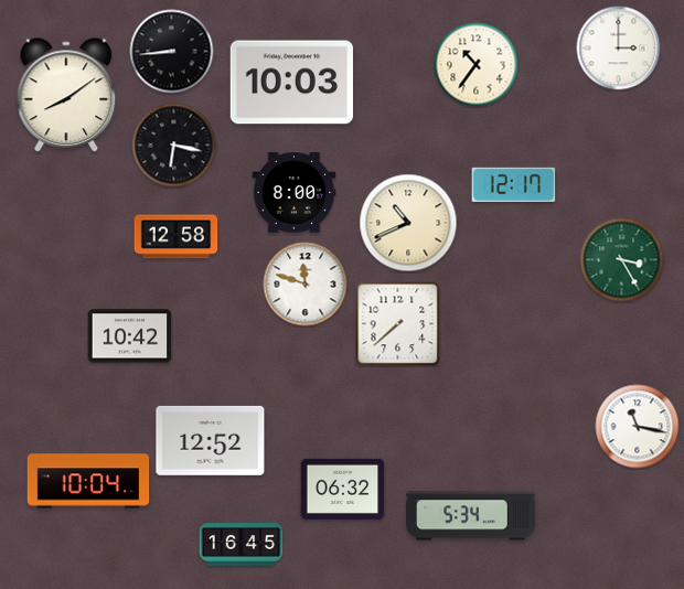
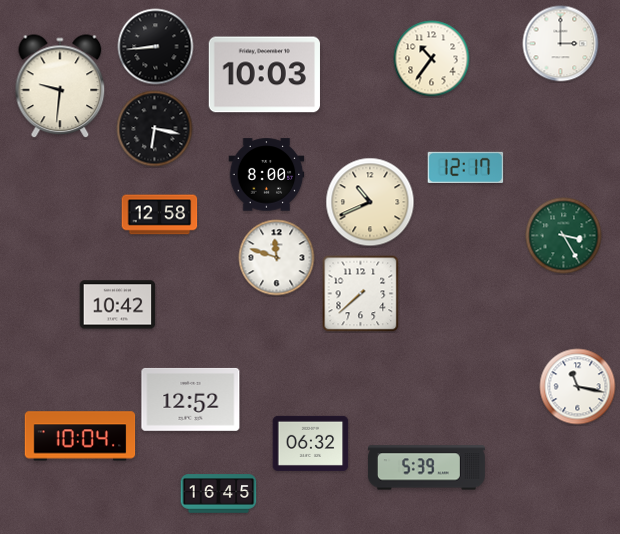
clock at (66, 96): 8:09 -> 9:31
clock at (174, 146) position: (174, 146) -> (155, 129)
clock at (470, 516): 5:34 -> 5:39
